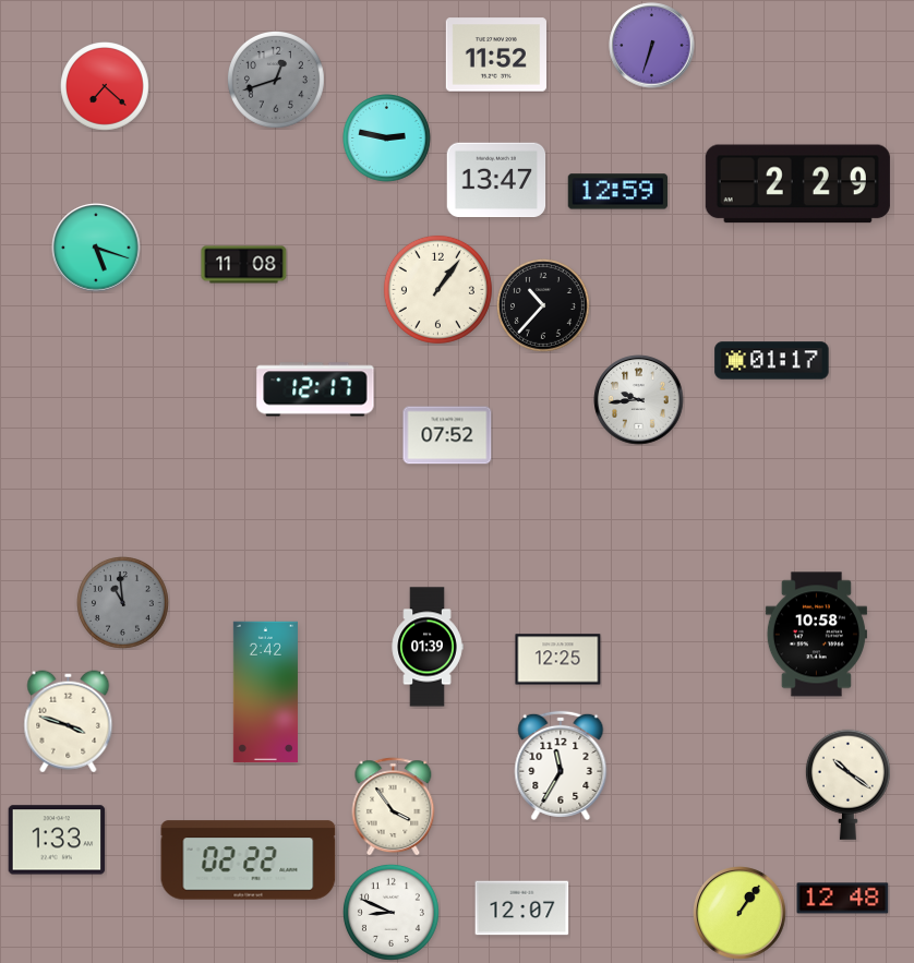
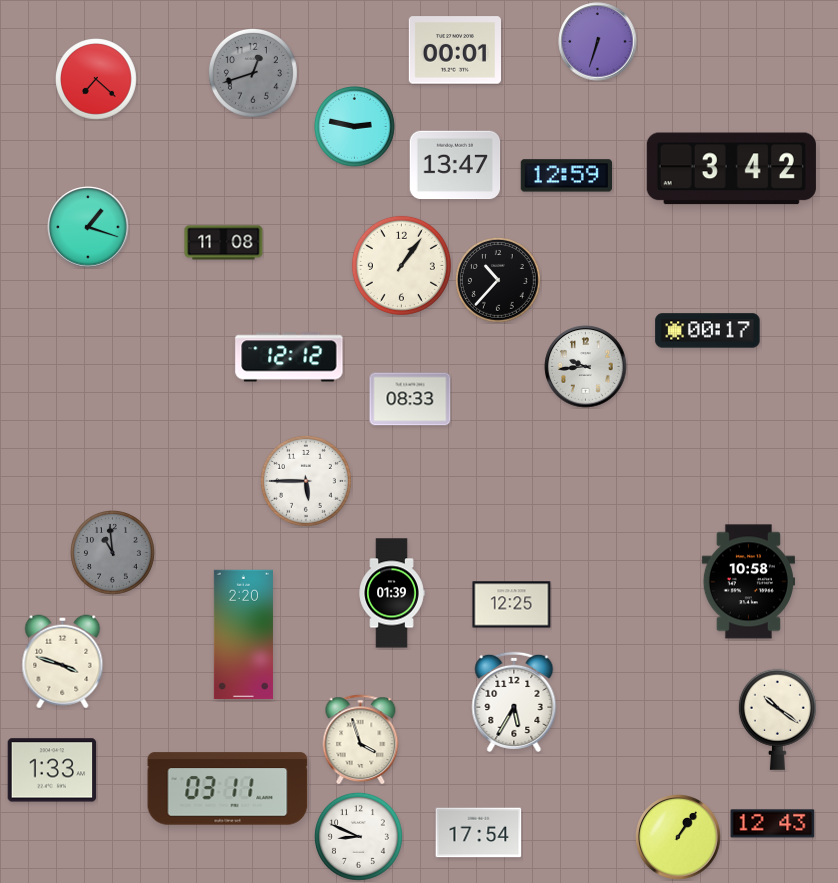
clock at (495, 55): 11:52 -> 00:01
clock at (797, 184): 2:29 -> 3:42
clock at (96, 248): 5:18 -> 1:18
clock at (772, 361): 01:17 -> 00:17
clock at (315, 389): 12:17 -> 12:12
clock at (447, 435): 07:52 -> 08:33
clock at (306, 481): none -> 5:45
clock at (265, 693): 2:42 -> 2:20
clock at (561, 766): 11:35 -> 5:35
clock at (394, 807): 3:54 -> 3:57
clock at (249, 860): 02:22 -> 03:11
clock at (843, 899): 12:48 -> 12:43
clock at (522, 908): 12:07 -> 17:54
